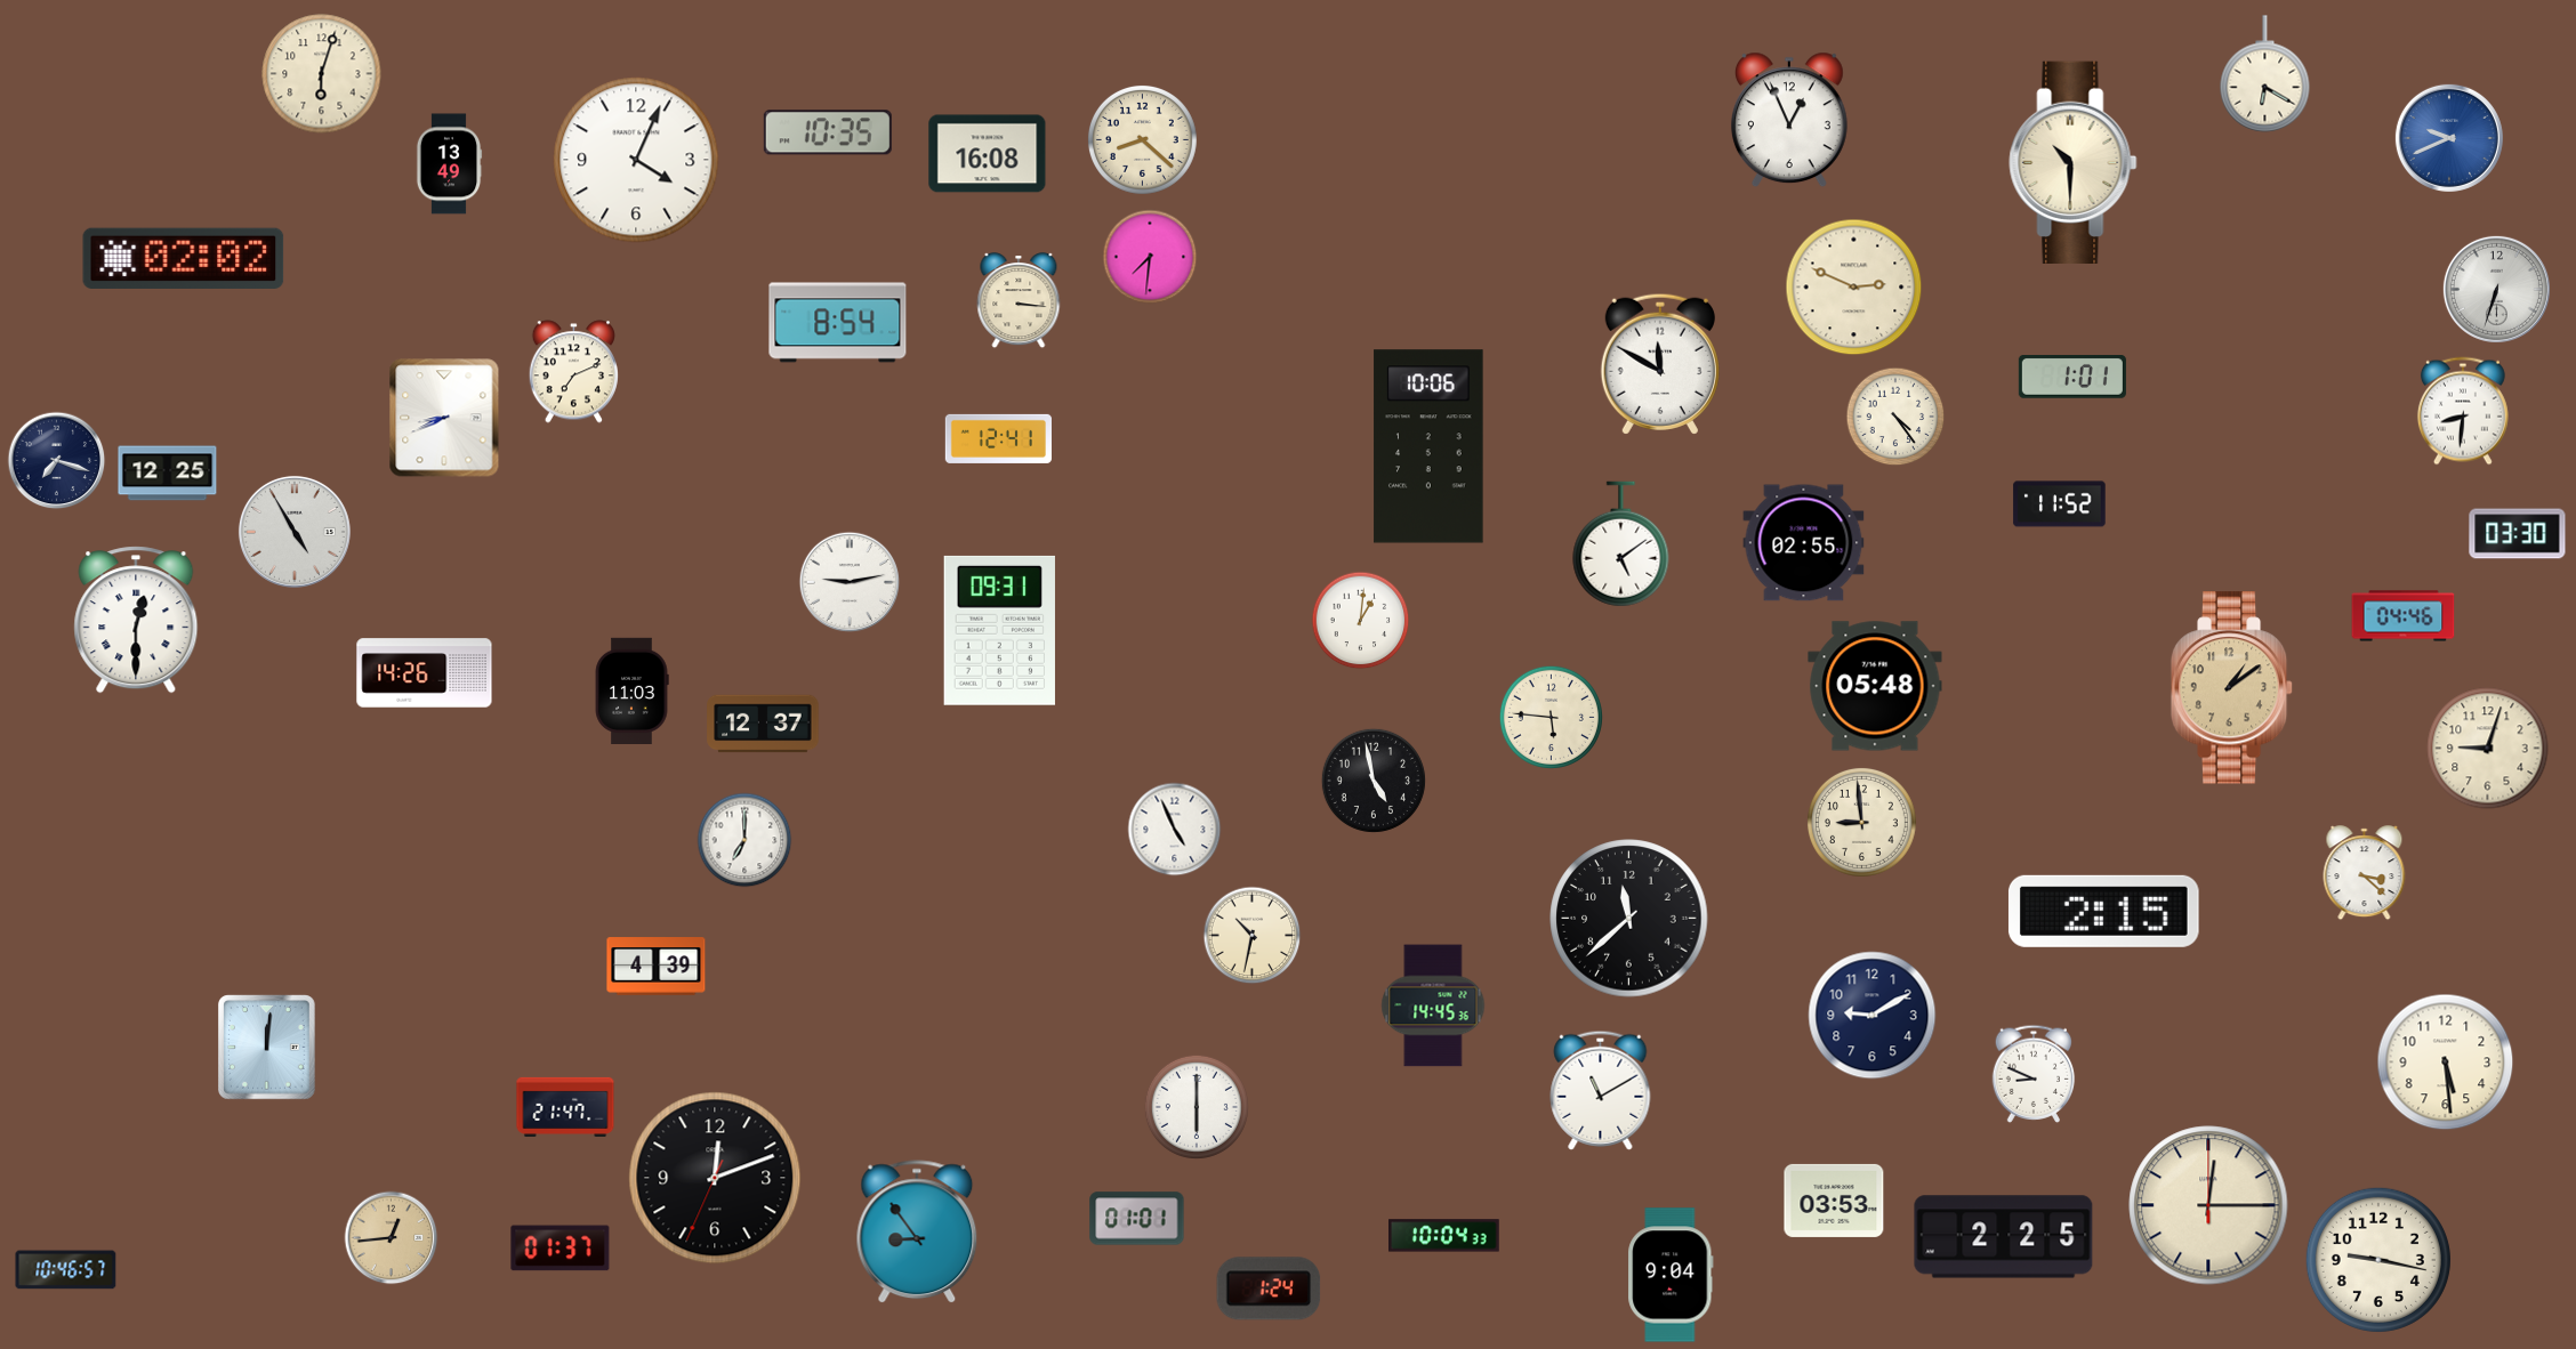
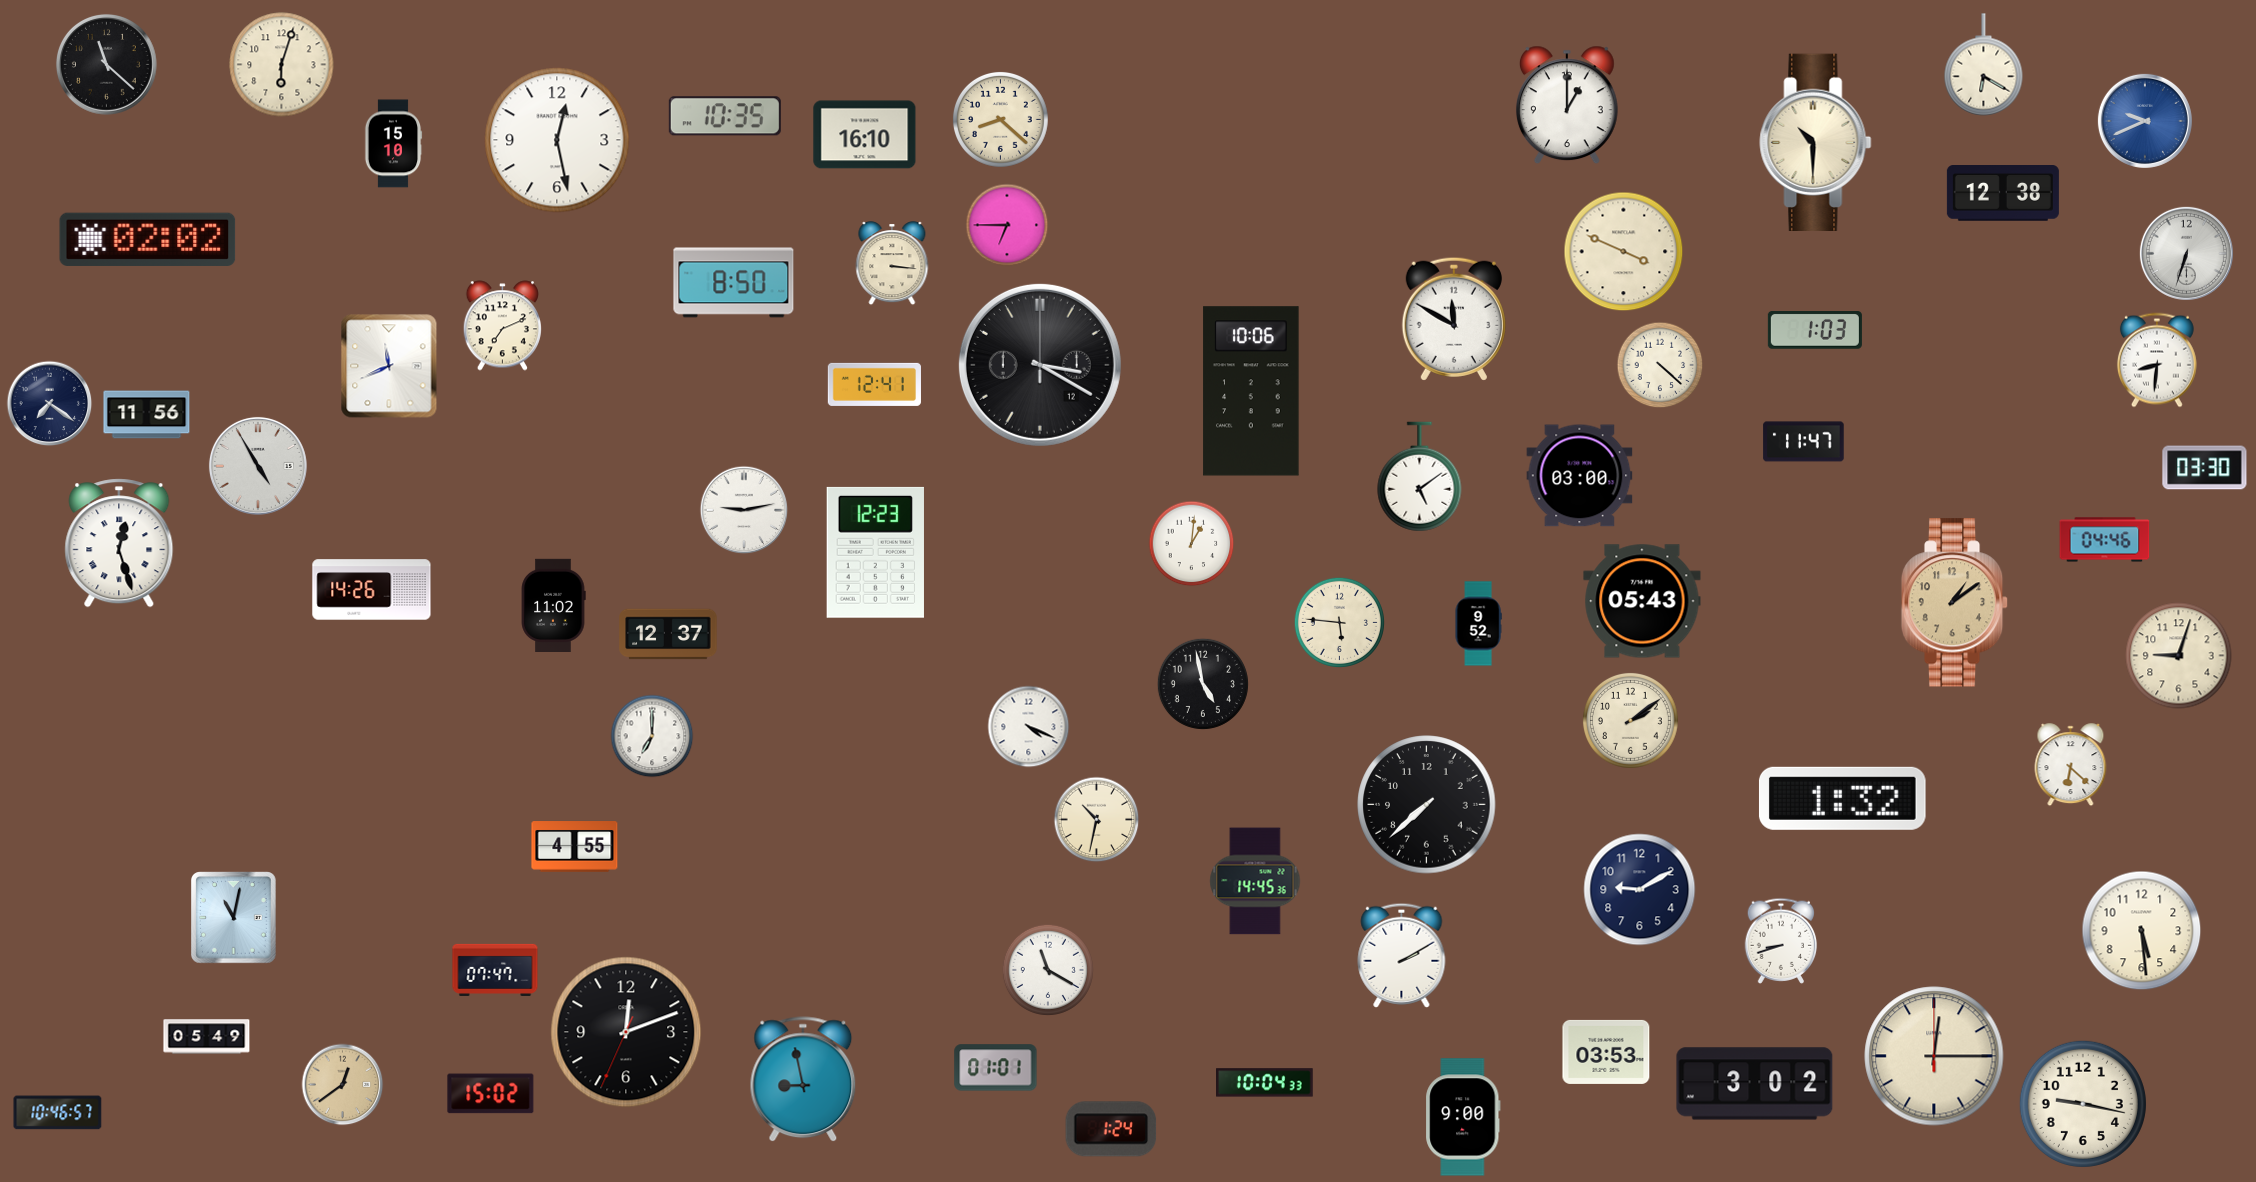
clock at (106, 64): none -> 11:22
clock at (1789, 120): 12:56 -> 1:00
clock at (1142, 139) position: (1142, 139) -> (1000, 119)
clock at (988, 154): 16:08 -> 16:10
clock at (636, 160): 4:04 -> 12:28
clock at (449, 164): 13:49 -> 15:10
clock at (2003, 194): none -> 12:38
clock at (1150, 257): 7:31 -> 6:45
clock at (184, 258) position: (184, 258) -> (148, 239)
clock at (1854, 288): 2:49 -> 3:49
clock at (838, 323): 8:54 -> 8:50
clock at (2072, 378): 1:01 -> 1:03
clock at (1040, 365): none -> 3:20
clock at (1895, 417): 4:24 -> 4:22
clock at (444, 418): 8:41 -> 11:41
clock at (57, 461): 7:18 -> 7:21
clock at (168, 474): 12:25 -> 11:56
clock at (2060, 504): 11:52 -> 11:47
clock at (1804, 543): 02:55 -> 03:00
clock at (136, 620): 12:30 -> 12:27
clock at (999, 630): 09:31 -> 12:23
clock at (1875, 686): 05:48 -> 05:43
clock at (631, 690): 11:03 -> 11:02
clock at (1478, 624): none -> 9:52
clock at (1551, 717) position: (1551, 717) -> (1339, 622)
clock at (1861, 822): 8:59 -> 2:09
clock at (1175, 830): 4:56 -> 4:19
clock at (2365, 873): 3:22 -> 6:22
clock at (2103, 911): 2:15 -> 1:32
clock at (1629, 919): 11:38 -> 7:38
clock at (657, 967): 4:39 -> 4:55
clock at (267, 1048): 12:01 -> 11:02
clock at (2034, 1074): 8:49 -> 8:42
clock at (1601, 1090): 11:10 -> 2:10
clock at (565, 1107): 21:47 -> 07:47
clock at (1197, 1107): 6:00 -> 11:20
clock at (207, 1037): none -> 05:49
clock at (917, 1233): 8:54 -> 8:58
clock at (2004, 1237): 2:25 -> 3:02
clock at (392, 1238): 12:44 -> 12:39
clock at (561, 1249): 01:37 -> 15:02
clock at (1671, 1275): 9:04 -> 9:00
